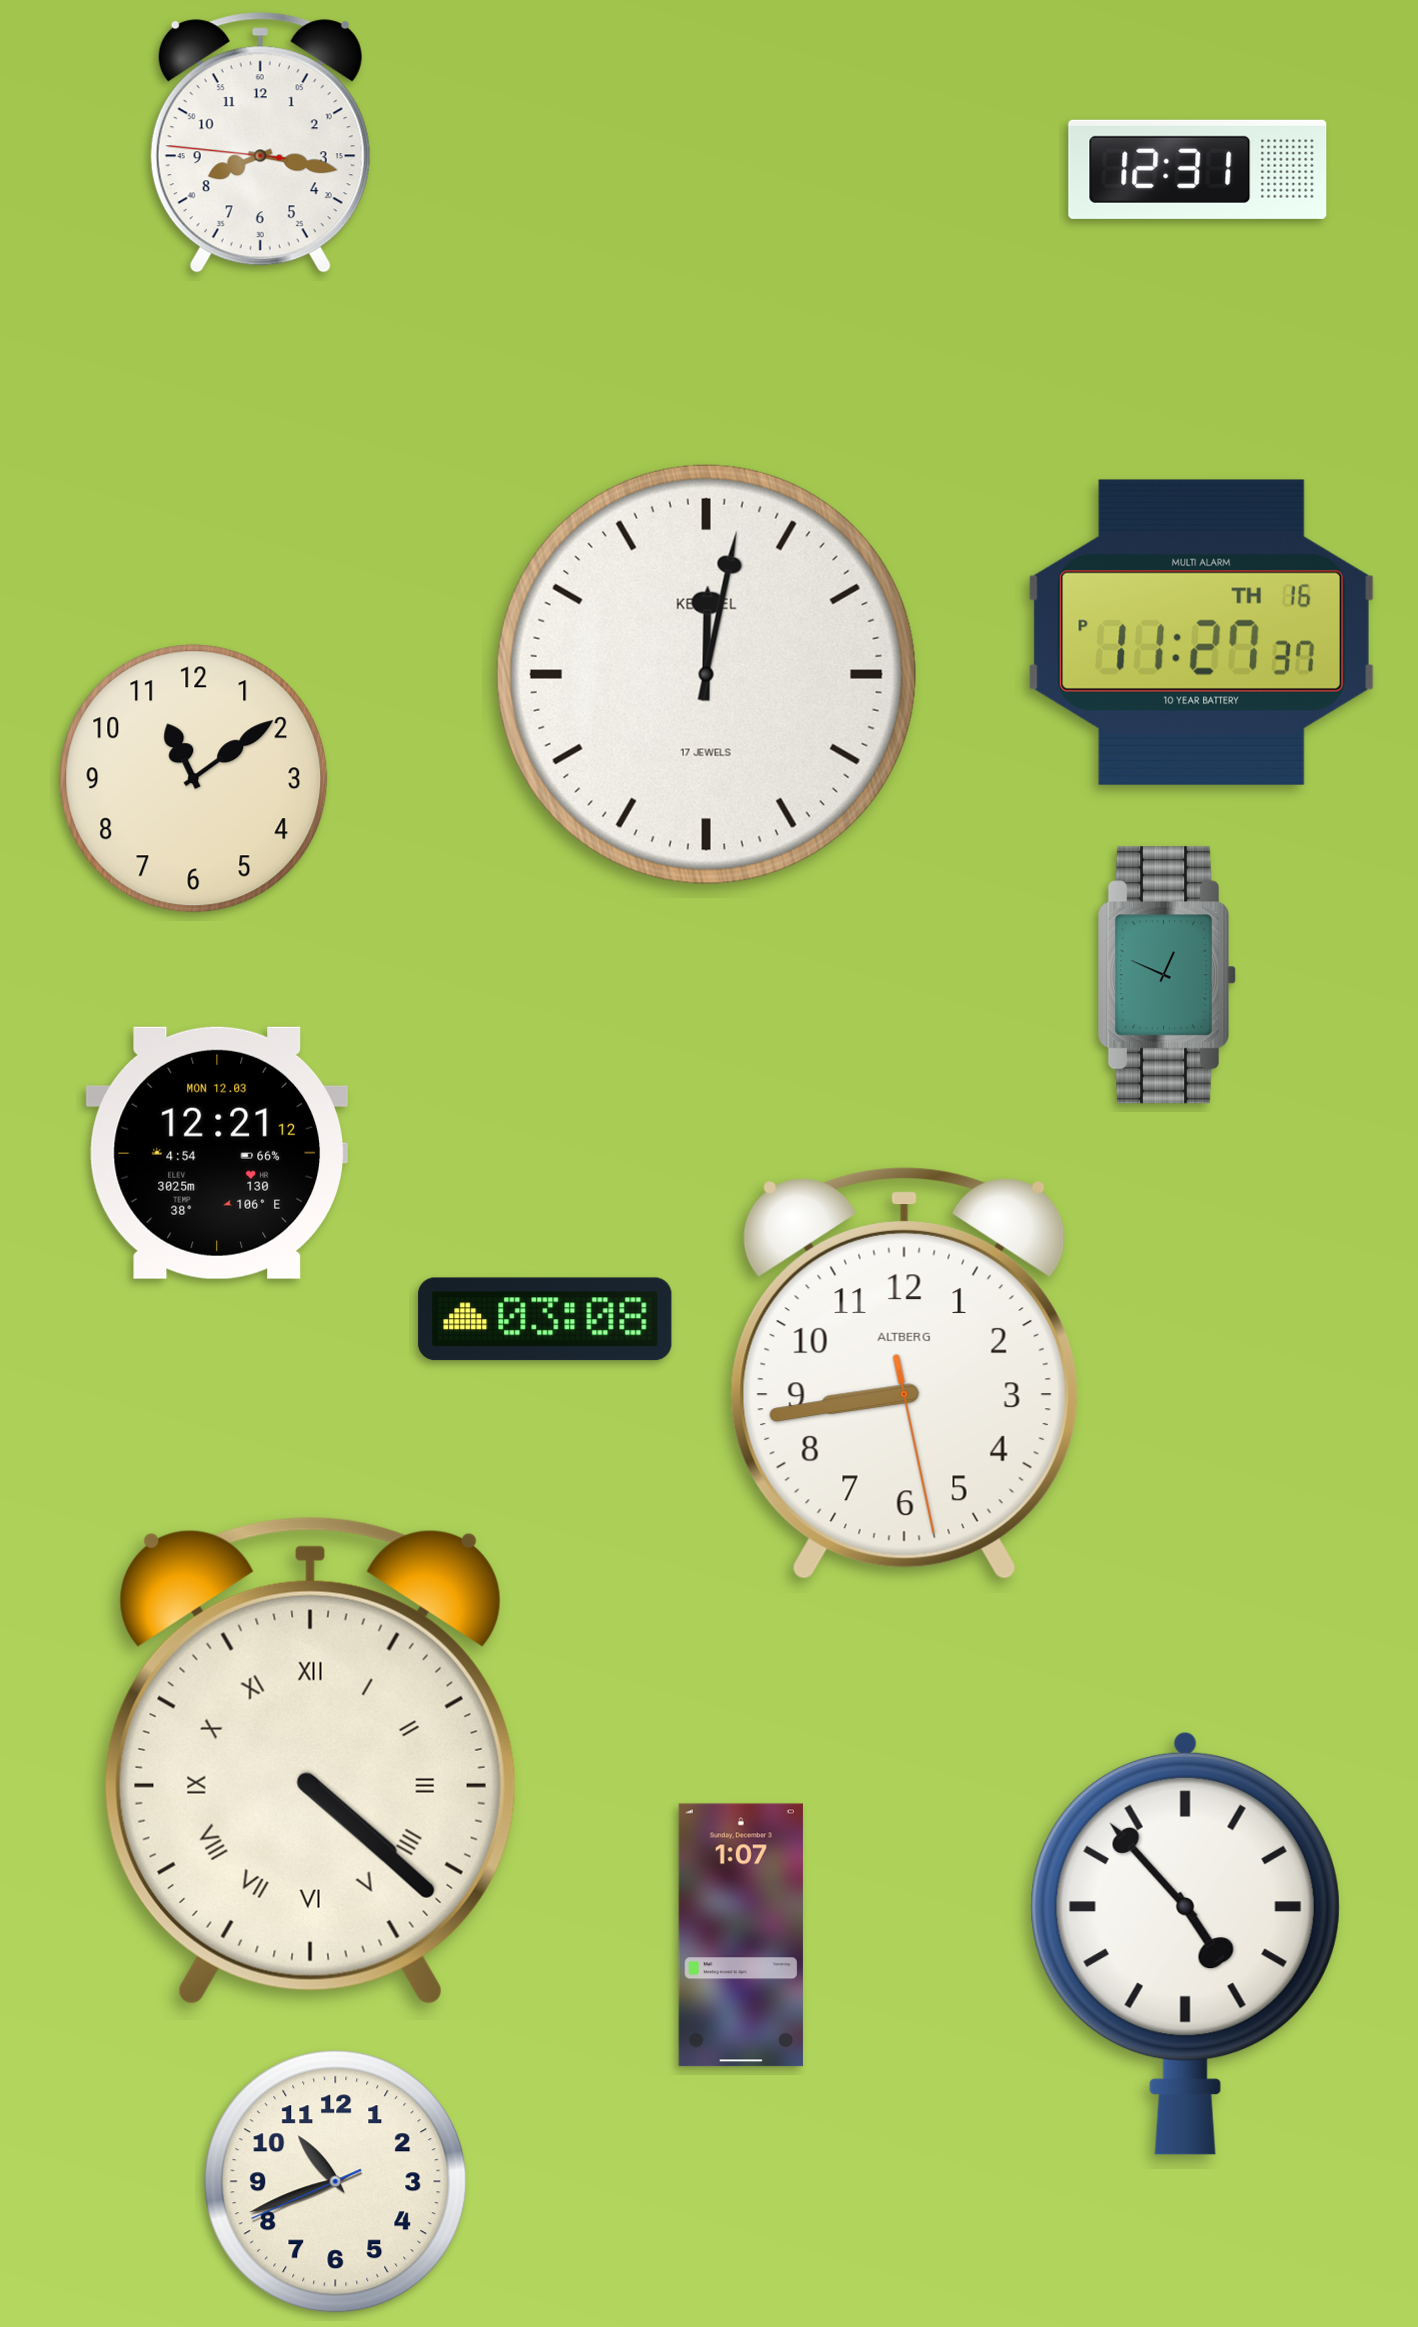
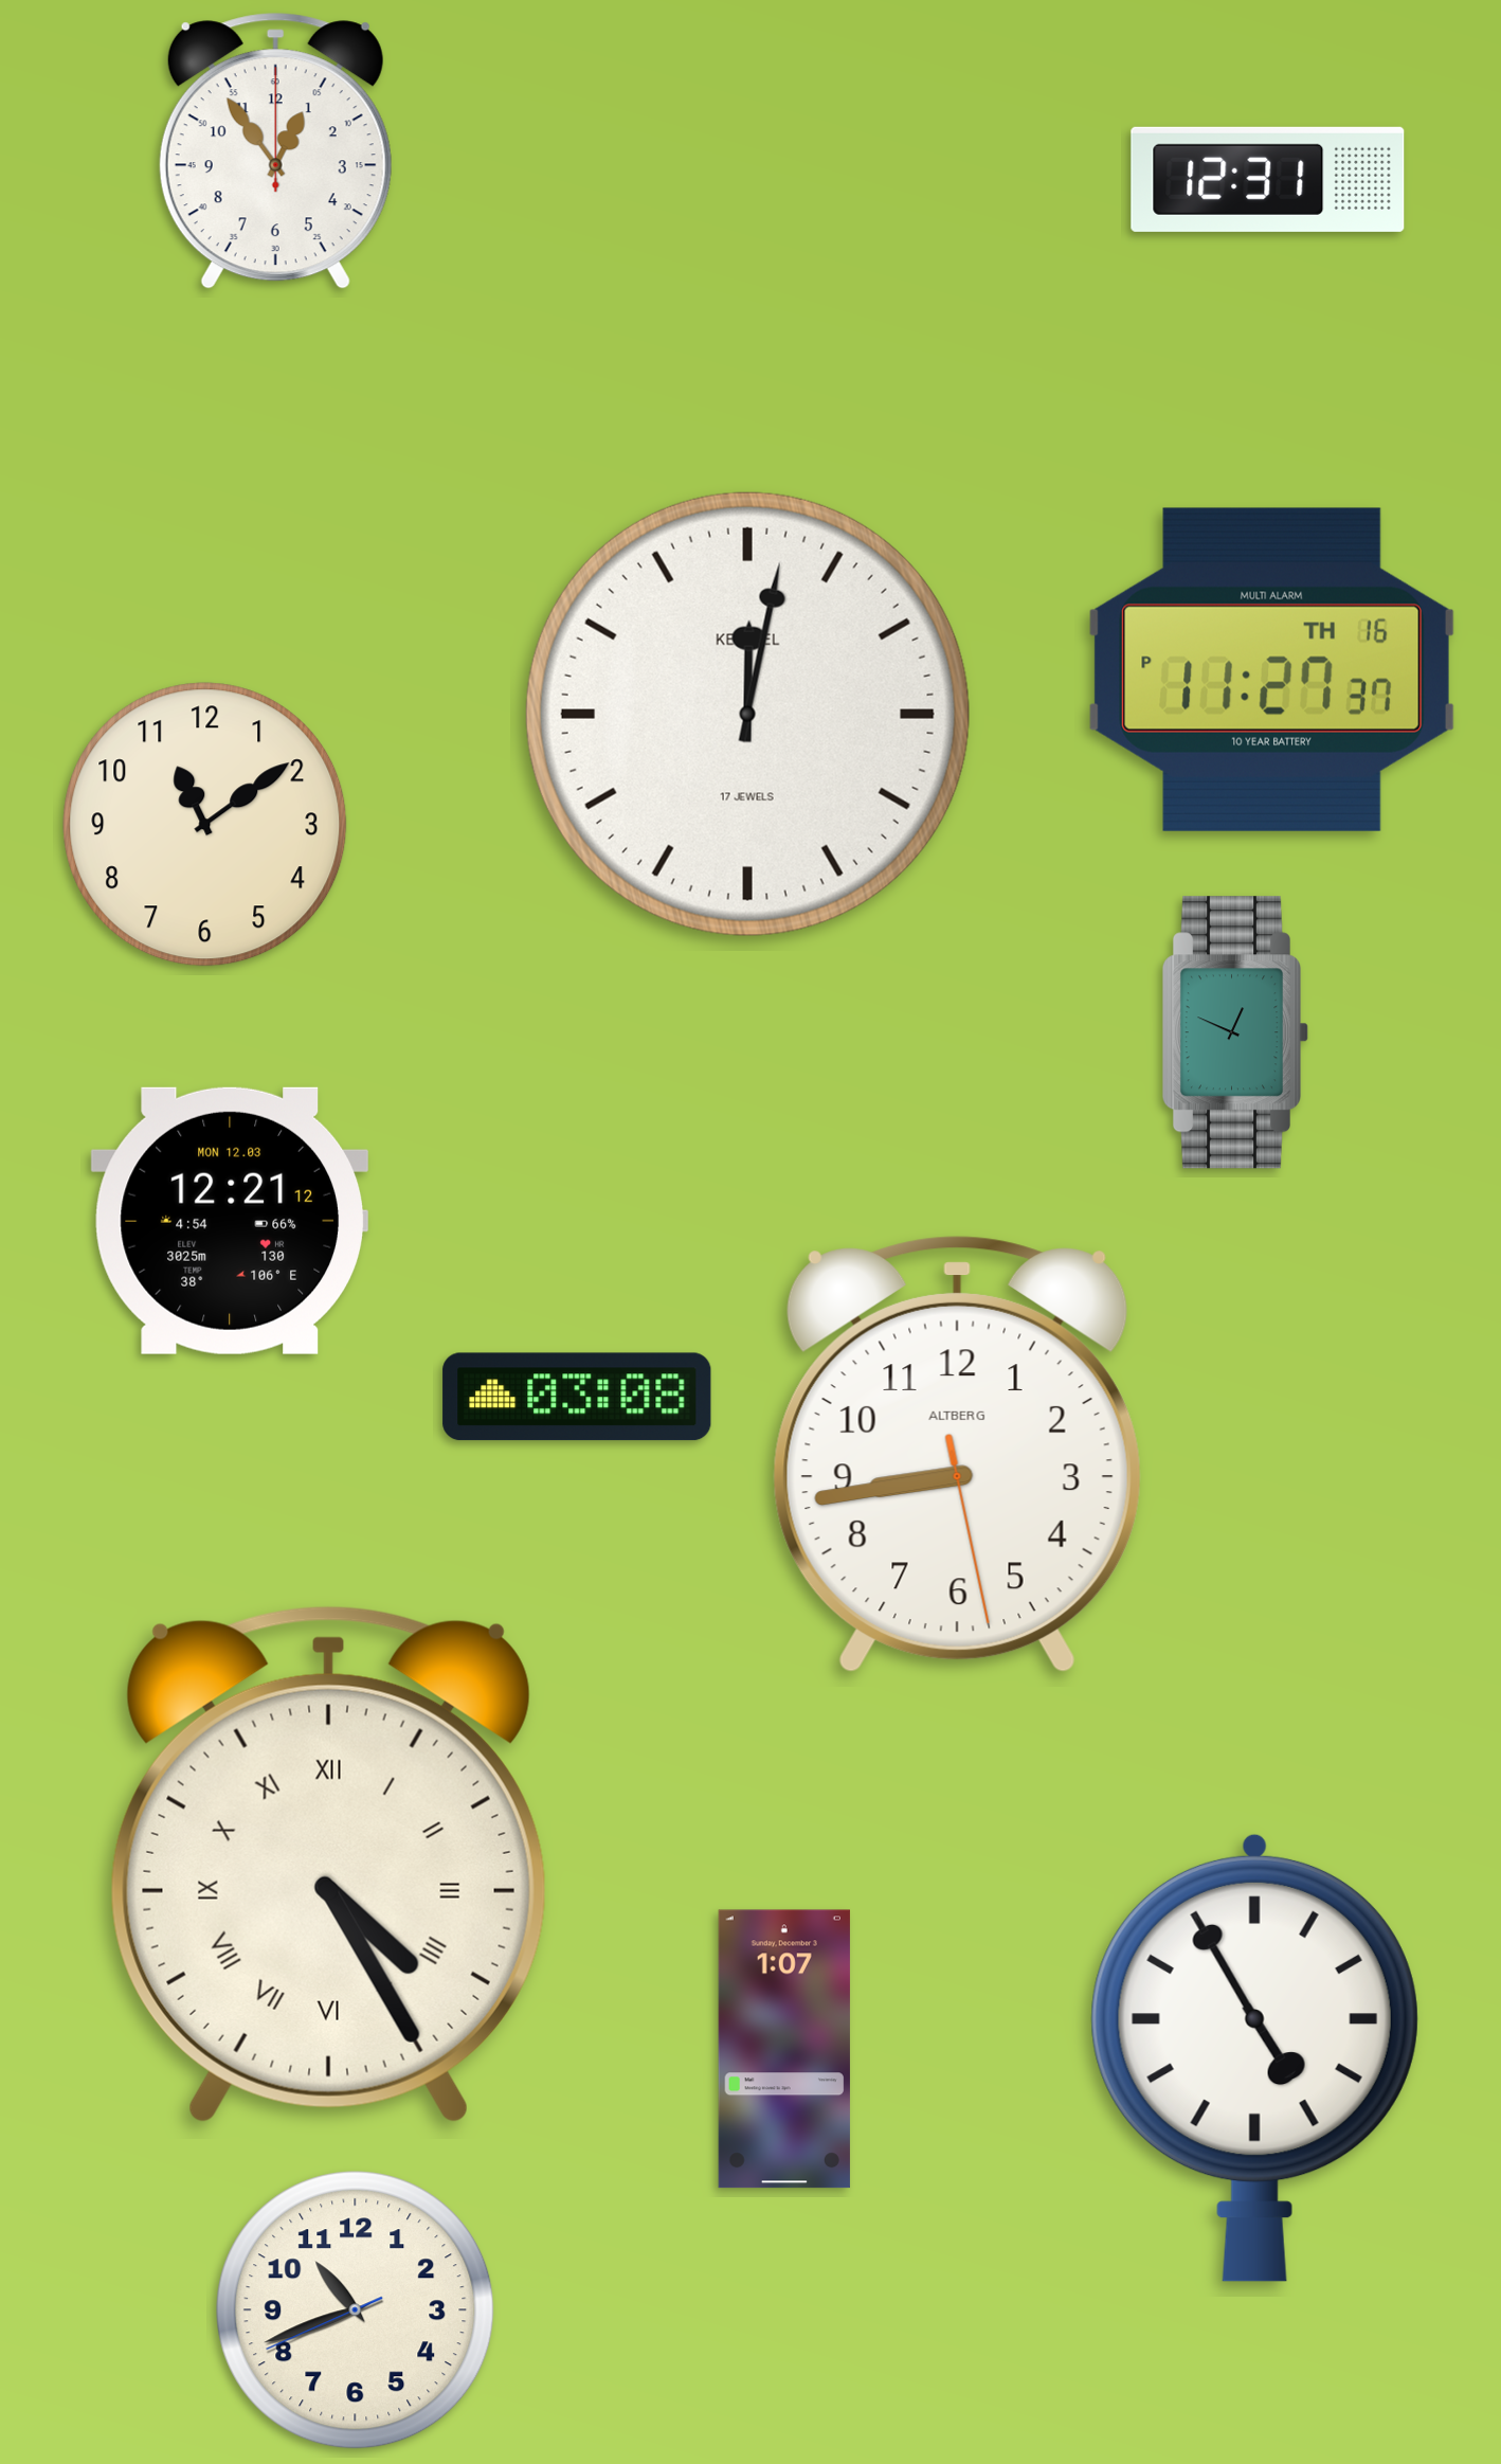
clock at (260, 143): 8:16 -> 12:54
clock at (310, 1760): 4:22 -> 4:25
clock at (1185, 1943): 4:53 -> 4:55
